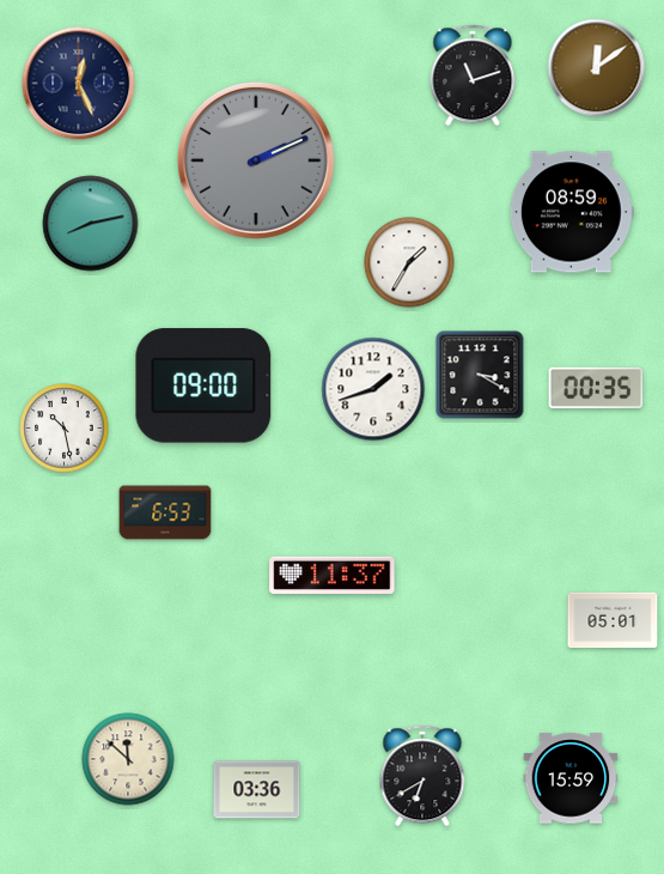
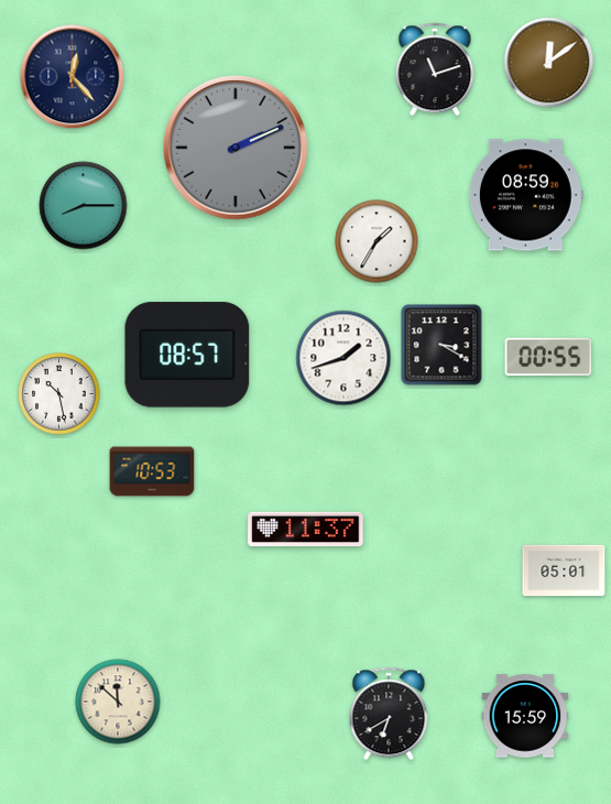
clock at (79, 84): 12:26 -> 12:23
clock at (91, 224): 8:13 -> 8:15
clock at (203, 386): 09:00 -> 08:57
clock at (596, 388): 00:35 -> 00:55
clock at (165, 512): 6:53 -> 10:53
clock at (128, 759) position: (128, 759) -> (118, 702)
clock at (257, 790): 03:36 -> none
